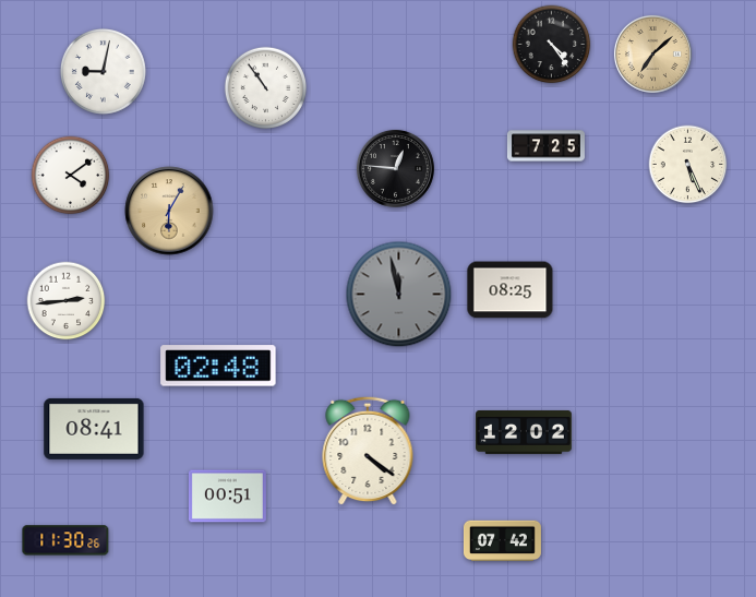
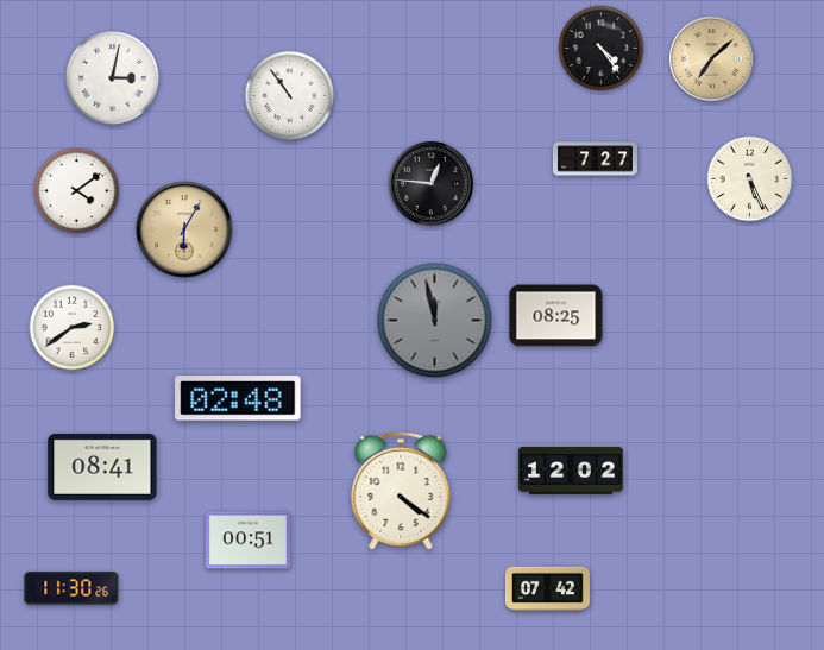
clock at (103, 71): 9:02 -> 3:02
clock at (545, 146): 7:25 -> 7:27
clock at (67, 301): 2:44 -> 2:39
